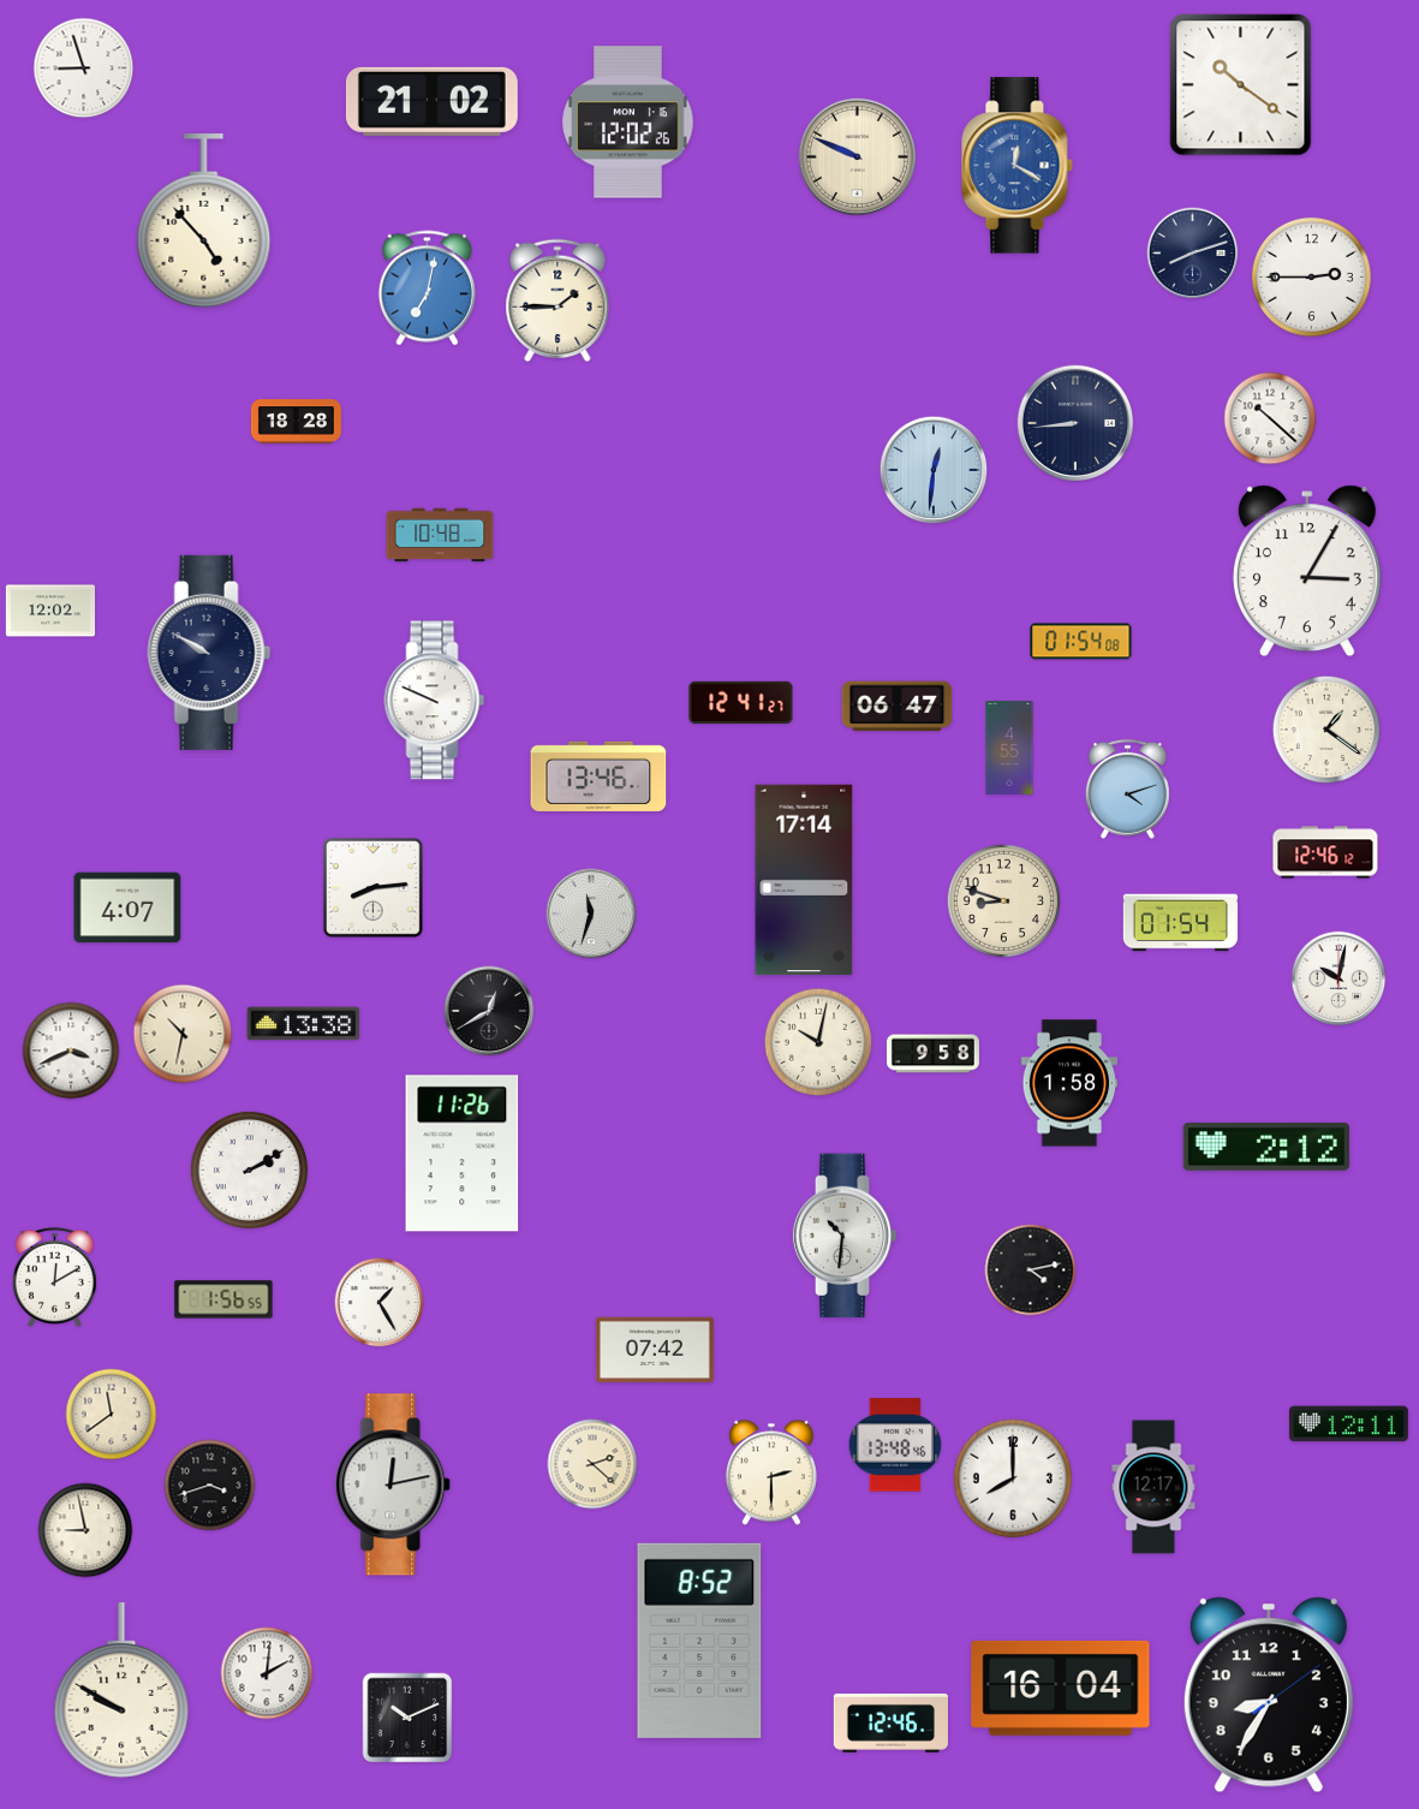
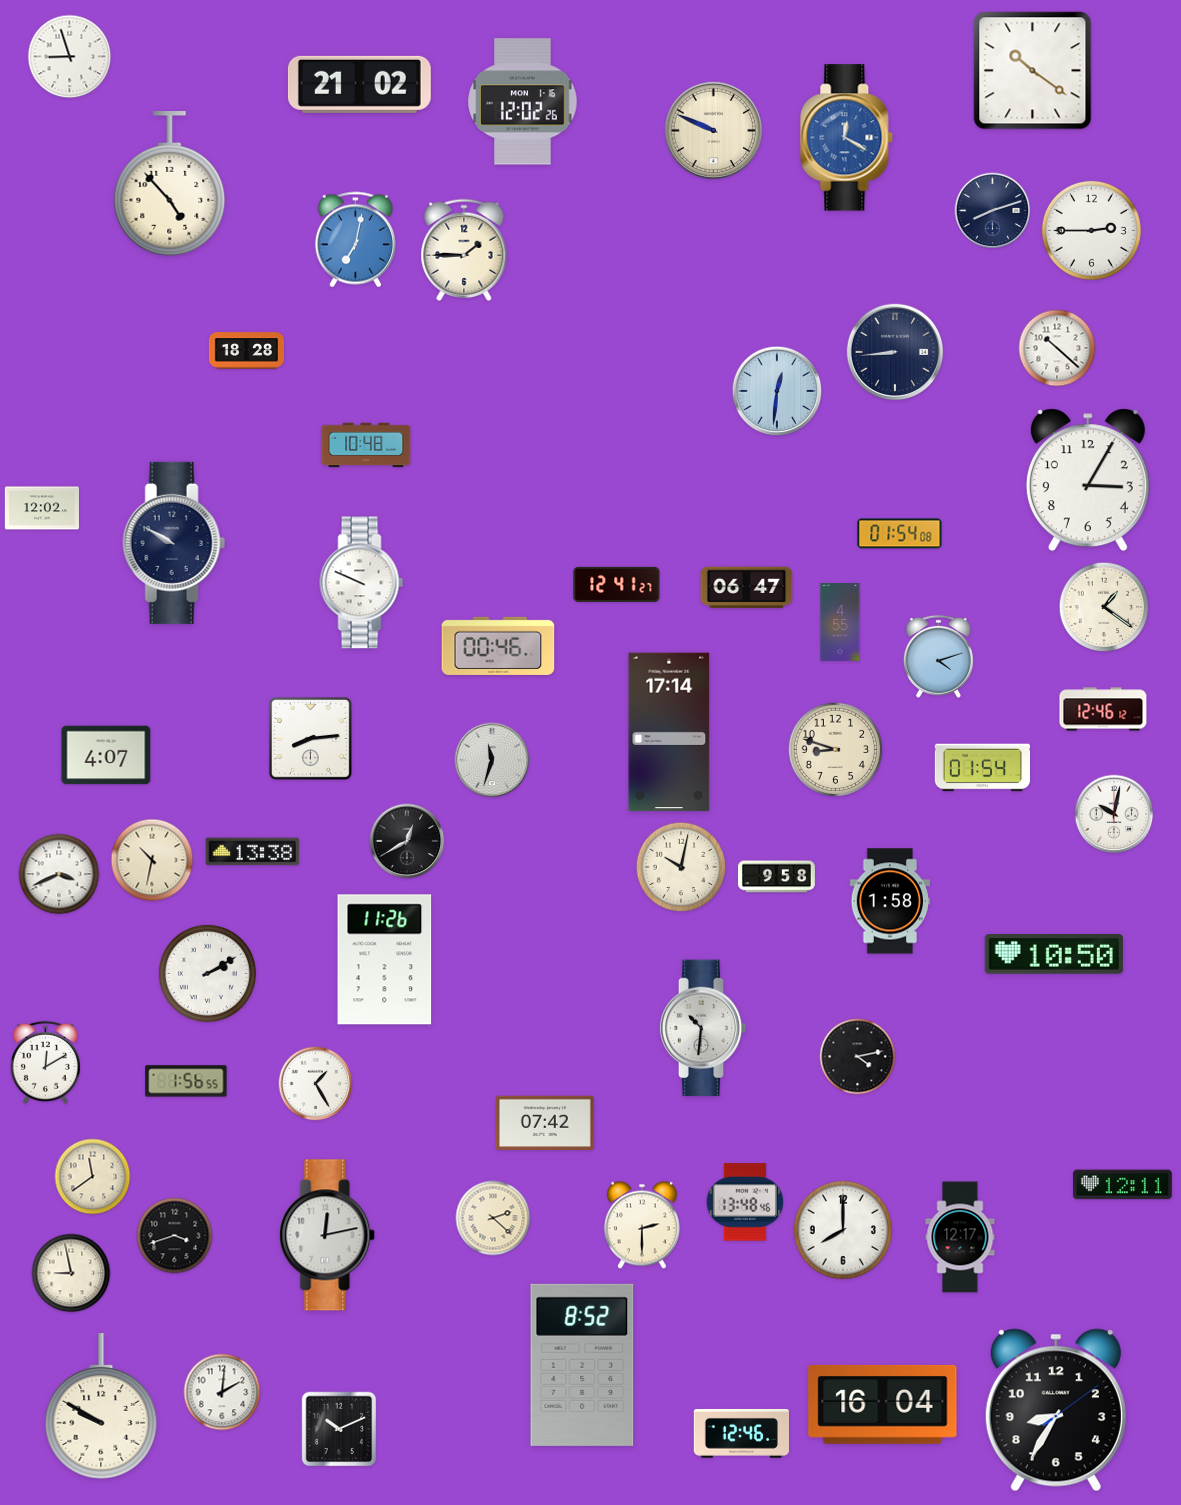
clock at (1307, 571) position: (1307, 571) -> (1088, 480)
clock at (598, 776): 13:46 -> 00:46
clock at (1266, 1148): 2:12 -> 10:50
